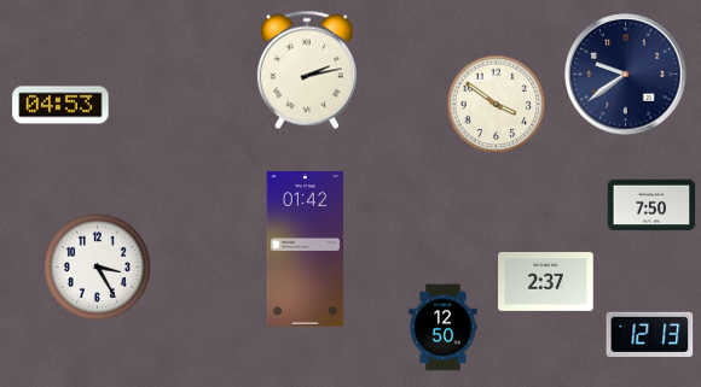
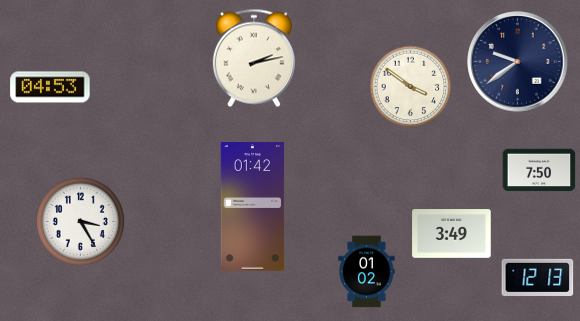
clock at (546, 282): 2:37 -> 3:49
clock at (444, 328): 12:50 -> 01:02
